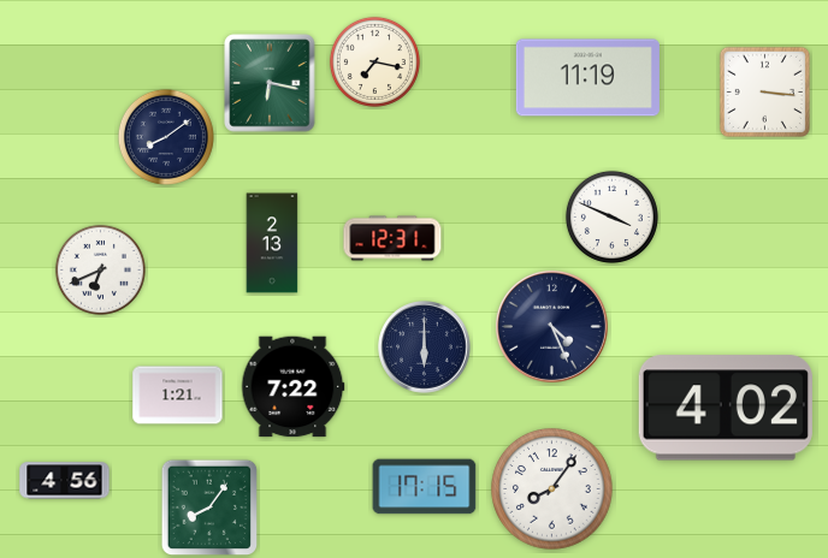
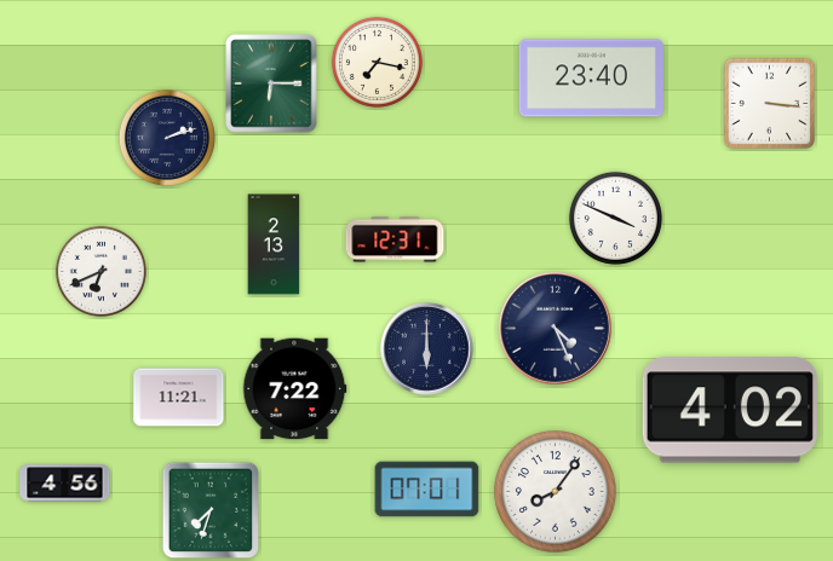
clock at (587, 78): 11:19 -> 23:40
clock at (270, 83): 6:17 -> 6:15
clock at (764, 91) position: (764, 91) -> (769, 103)
clock at (166, 137): 8:09 -> 2:12
clock at (178, 396): 1:21 -> 11:21
clock at (425, 487): 17:15 -> 07:01
clock at (209, 507): 8:06 -> 7:33
